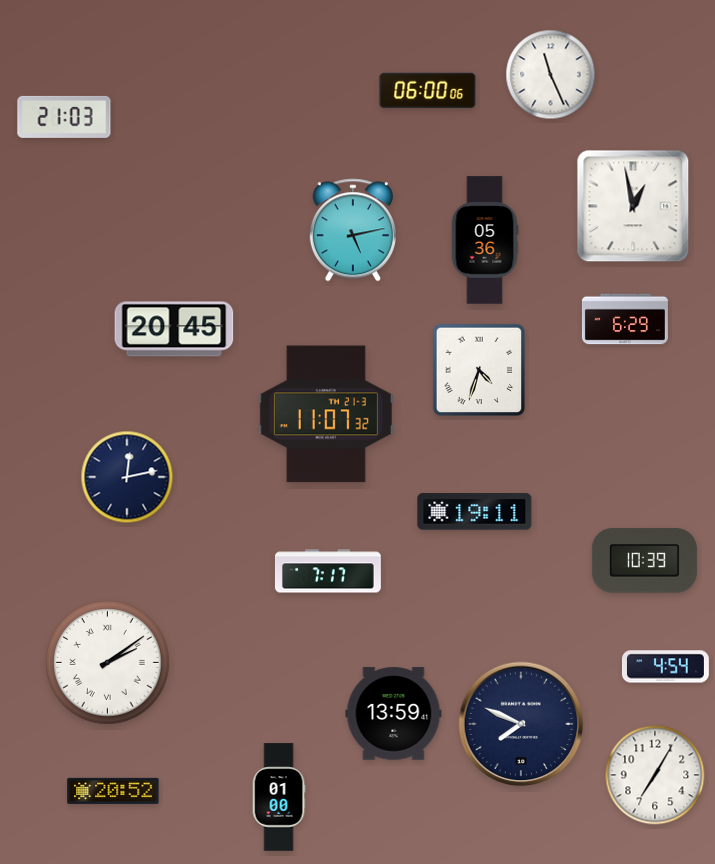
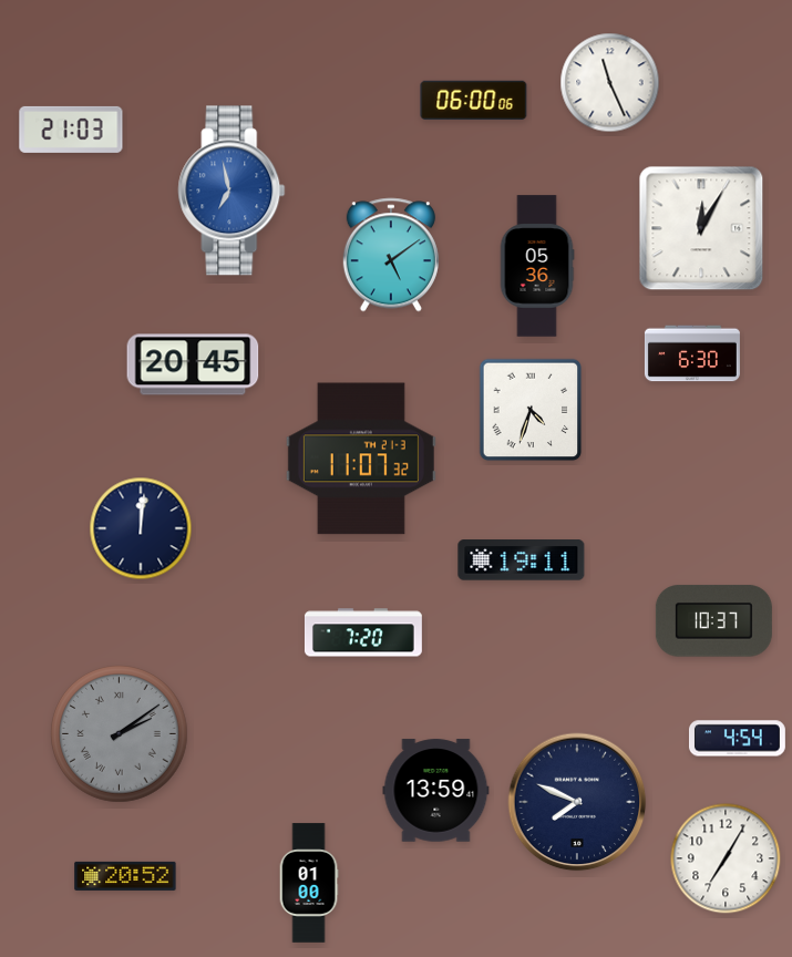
clock at (232, 191): none -> 6:58
clock at (633, 206): 12:58 -> 12:05
clock at (353, 230): 5:13 -> 5:09
clock at (625, 319): 6:29 -> 6:30
clock at (127, 477): 12:13 -> 12:01
clock at (475, 512) position: (475, 512) -> (522, 560)
clock at (644, 561): 10:39 -> 10:37
clock at (328, 571): 7:17 -> 7:20
clock at (108, 663) dial: white -> grey
